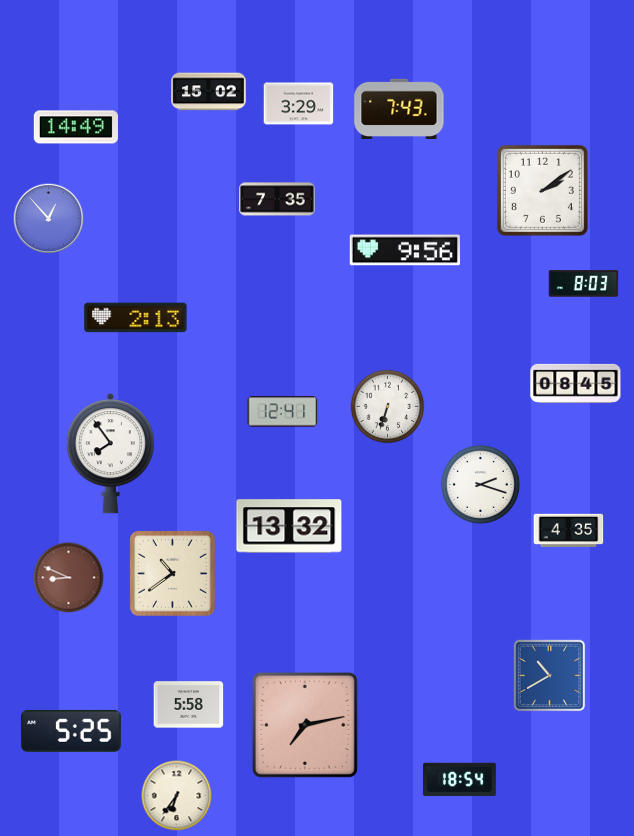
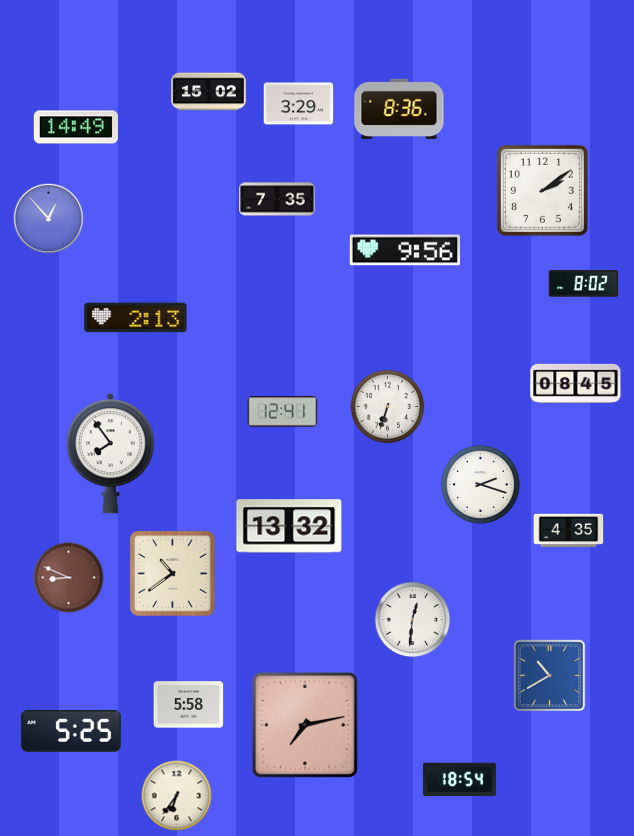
clock at (399, 108): 7:43 -> 8:36
clock at (584, 284): 8:03 -> 8:02
clock at (413, 620): none -> 12:31
